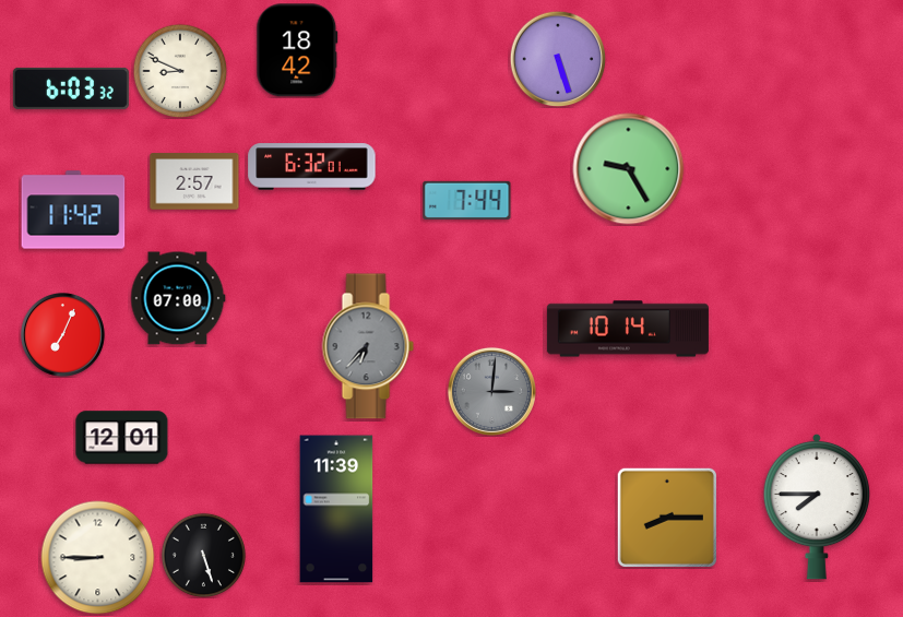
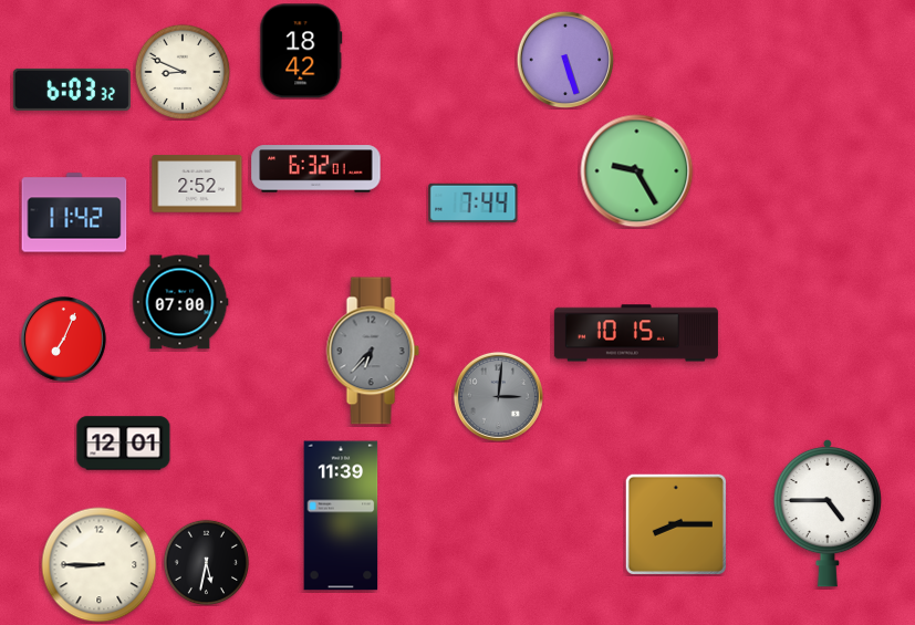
clock at (194, 181): 2:57 -> 2:52
clock at (628, 329): 10:14 -> 10:15
clock at (816, 507): 7:45 -> 4:45
clock at (203, 555): 5:27 -> 5:32
